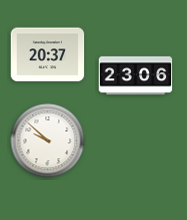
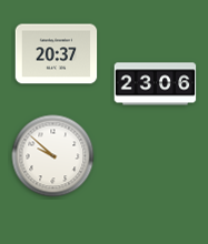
clock at (48, 55) position: (48, 55) -> (57, 54)
clock at (136, 76) position: (136, 76) -> (156, 84)
